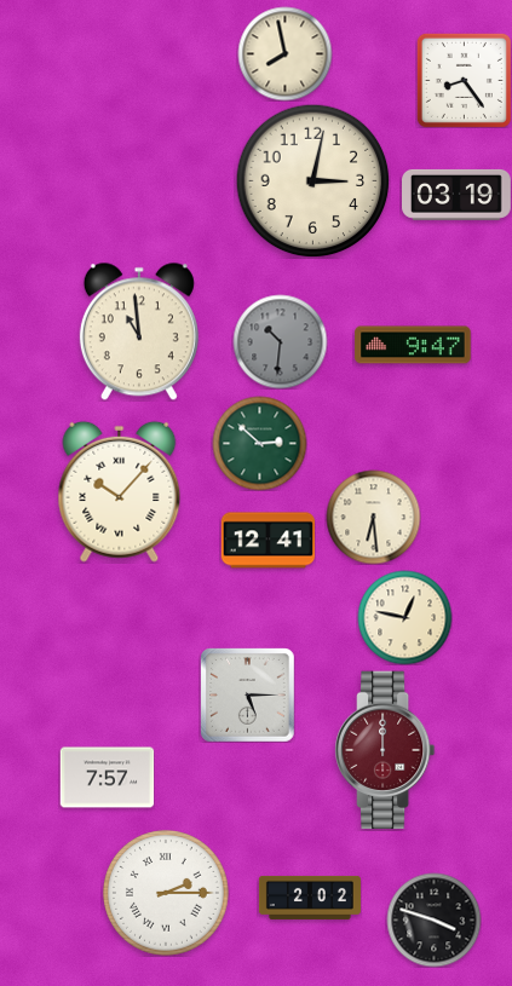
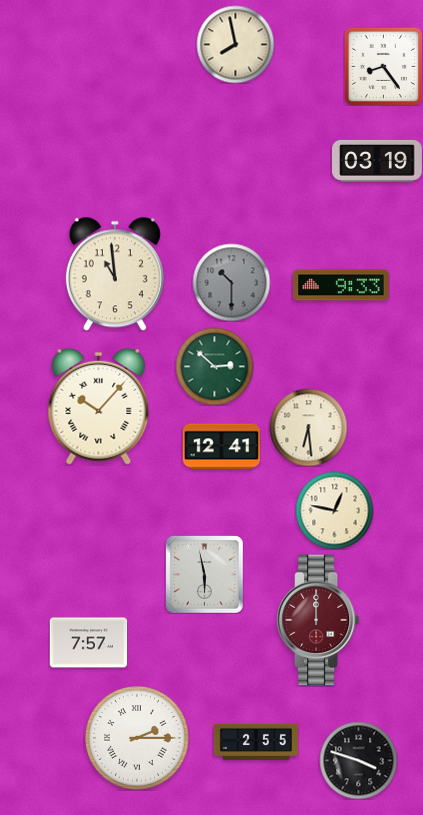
clock at (312, 180): 3:02 -> none
clock at (280, 341): 10:31 -> 10:30
clock at (413, 345): 9:47 -> 9:33
clock at (247, 694): 5:15 -> 5:58
clock at (310, 898): 2:02 -> 2:55
